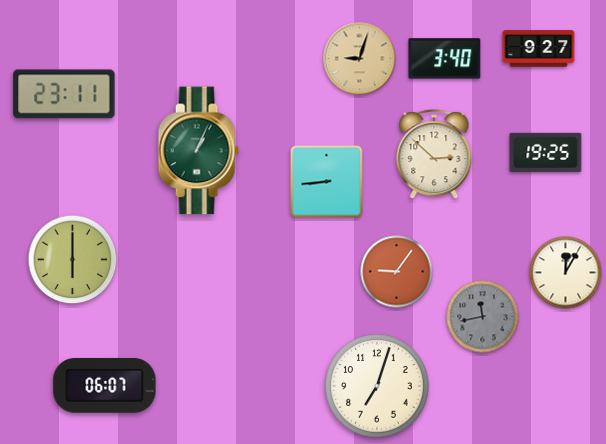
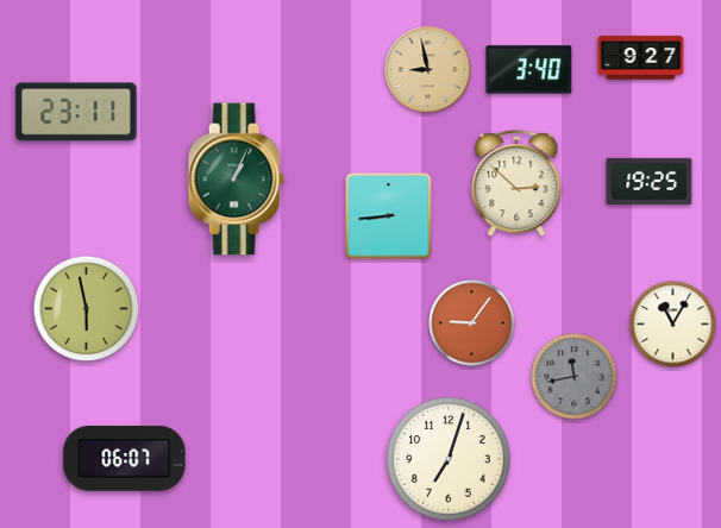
clock at (360, 59): 9:03 -> 8:58
clock at (73, 260): 6:00 -> 5:58
clock at (566, 273): 12:05 -> 11:05
